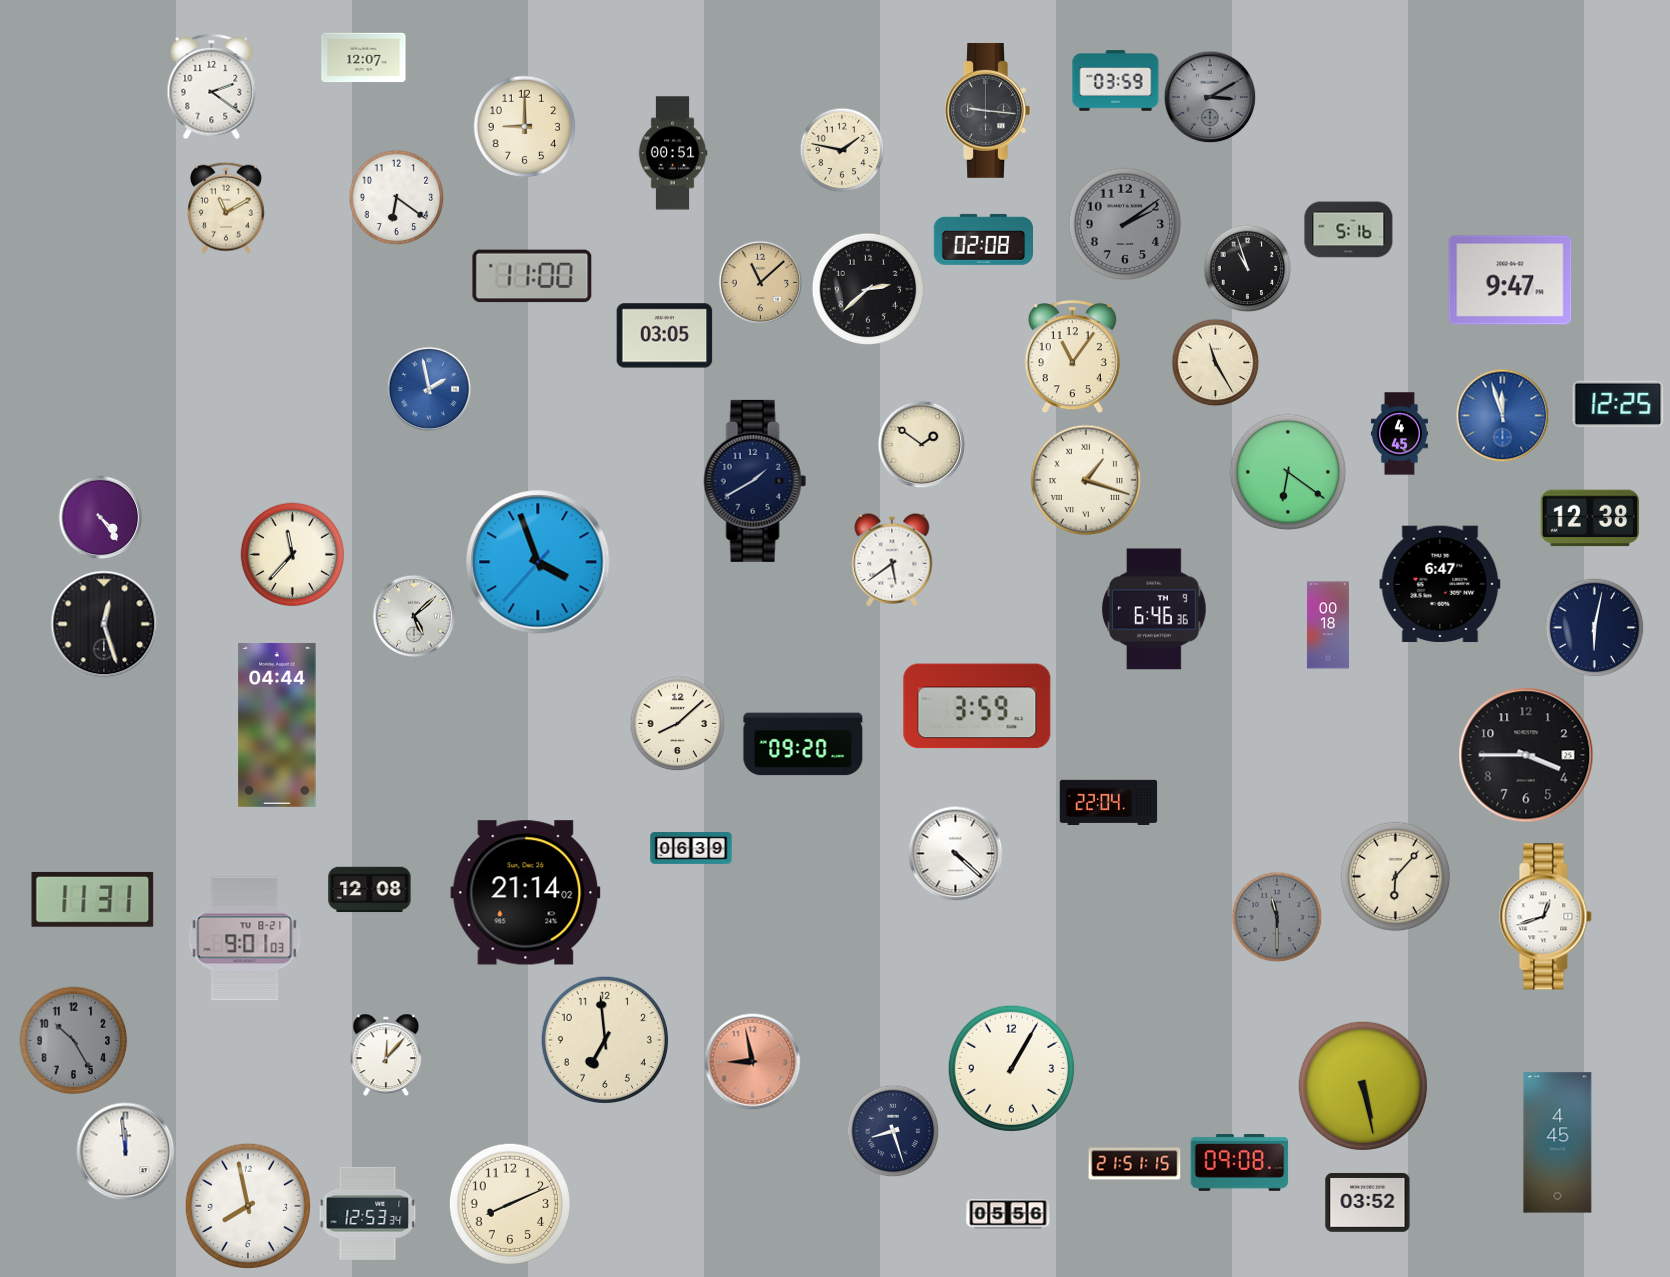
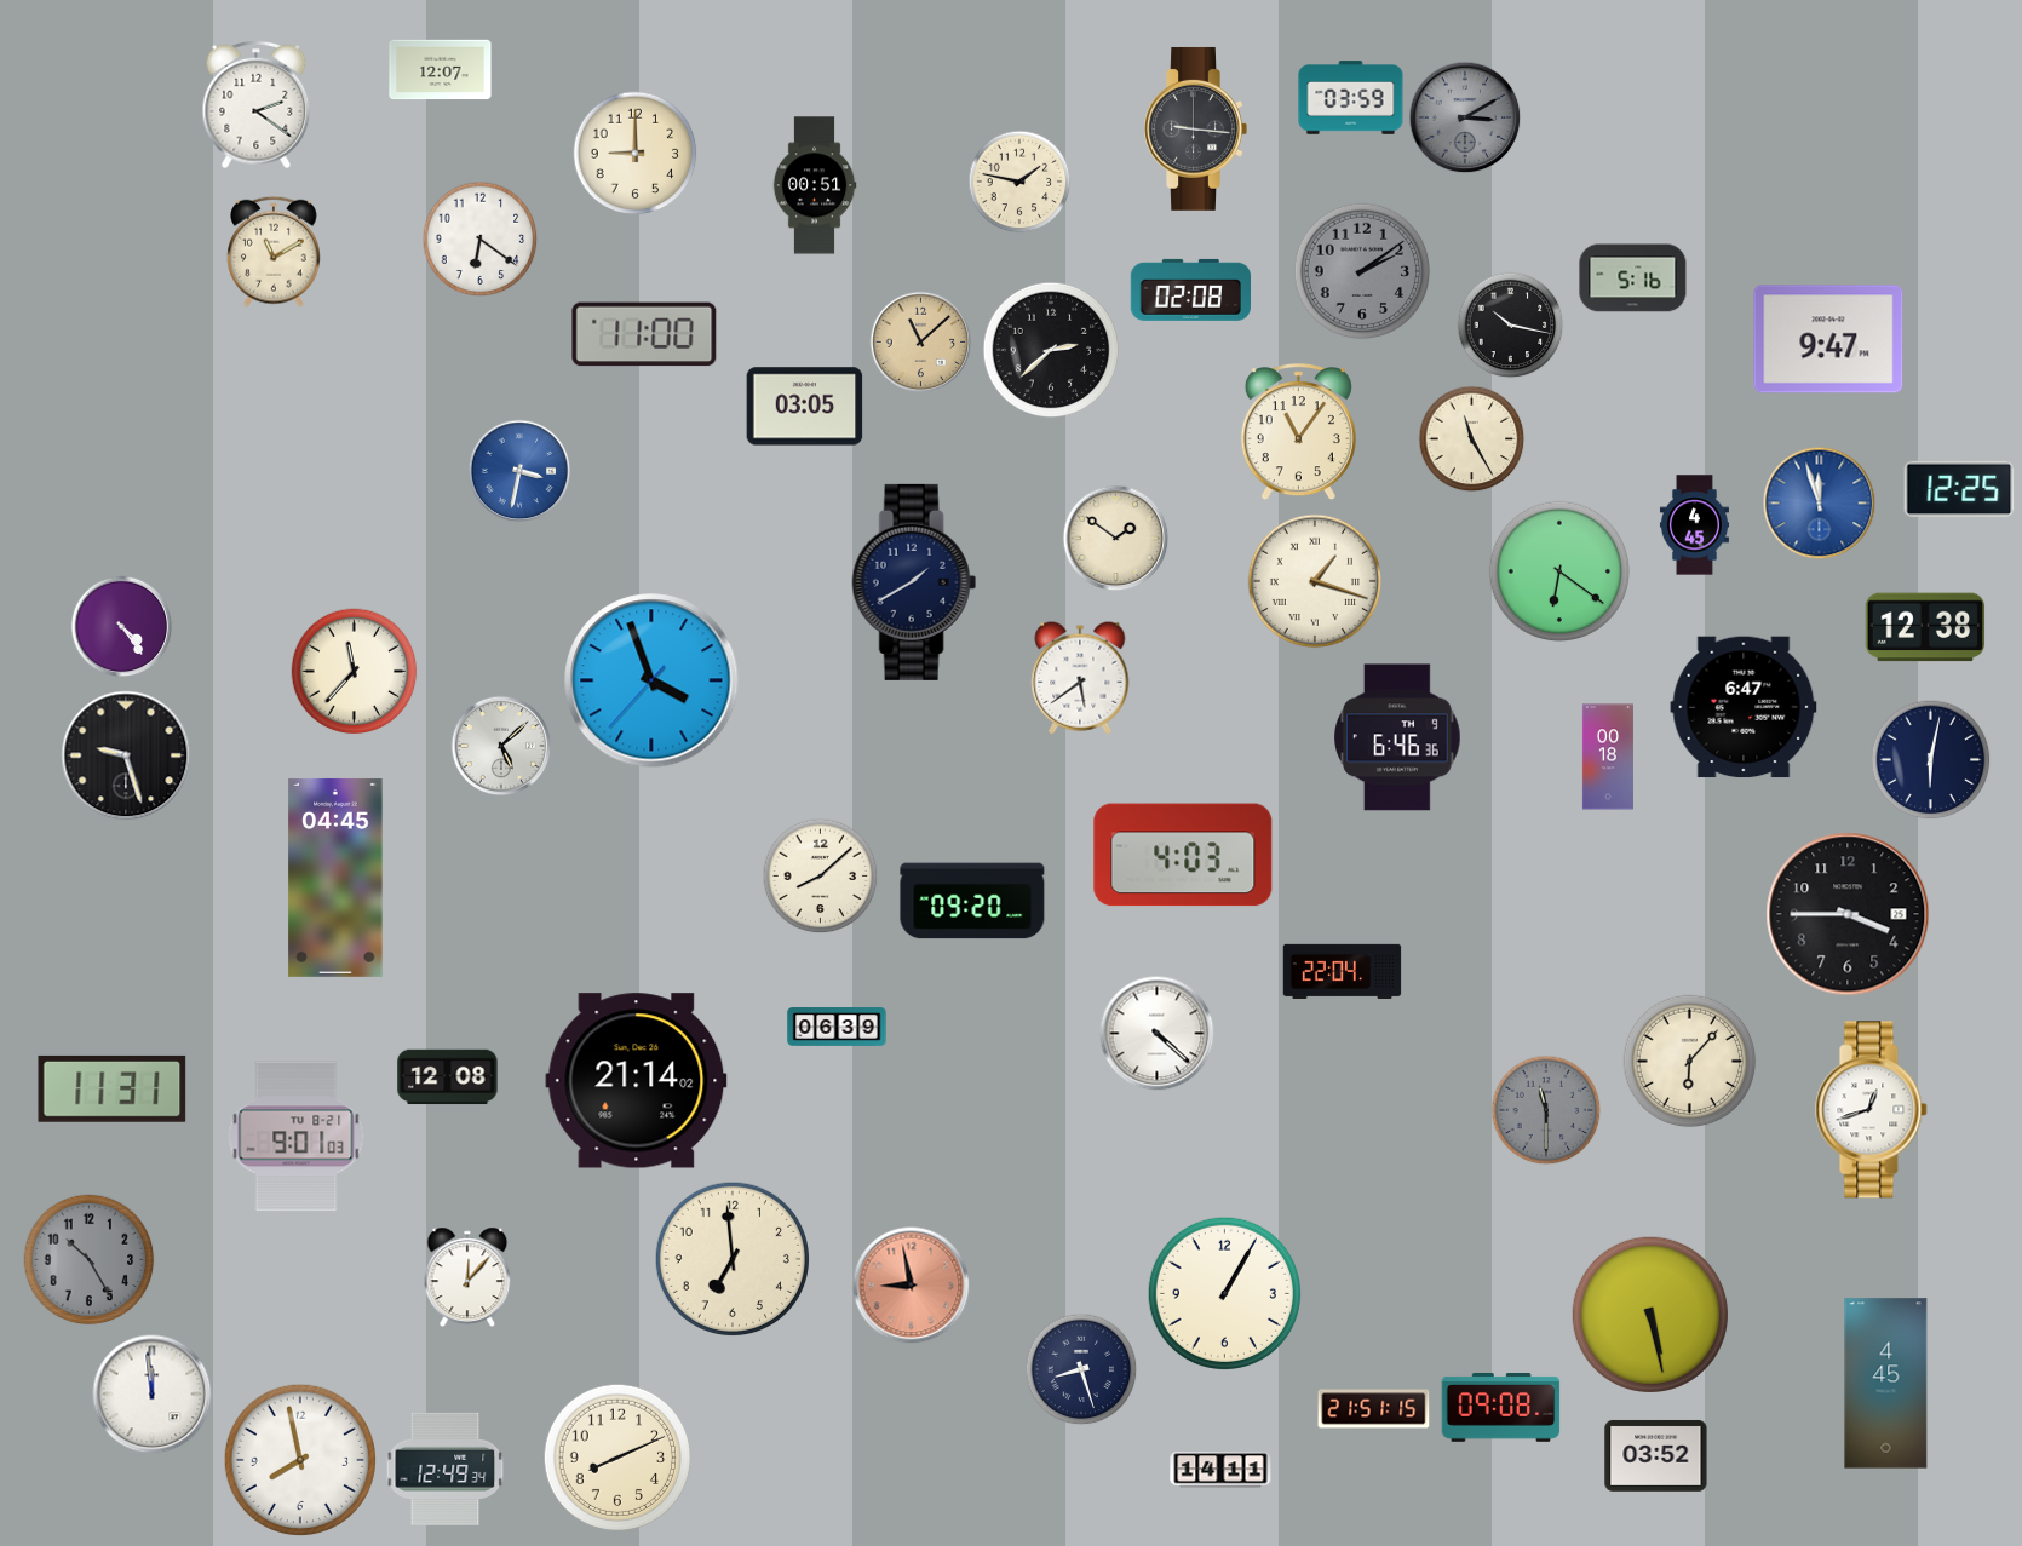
clock at (987, 110) position: (987, 110) -> (1195, 128)
clock at (1248, 269): 10:57 -> 10:17
clock at (429, 389): 1:58 -> 3:32
clock at (104, 624): 12:27 -> 9:27
clock at (977, 706): 3:59 -> 4:03
clock at (277, 725): 04:44 -> 04:45
clock at (368, 1213): 12:53 -> 12:49
clock at (1008, 1214): 05:56 -> 14:11
